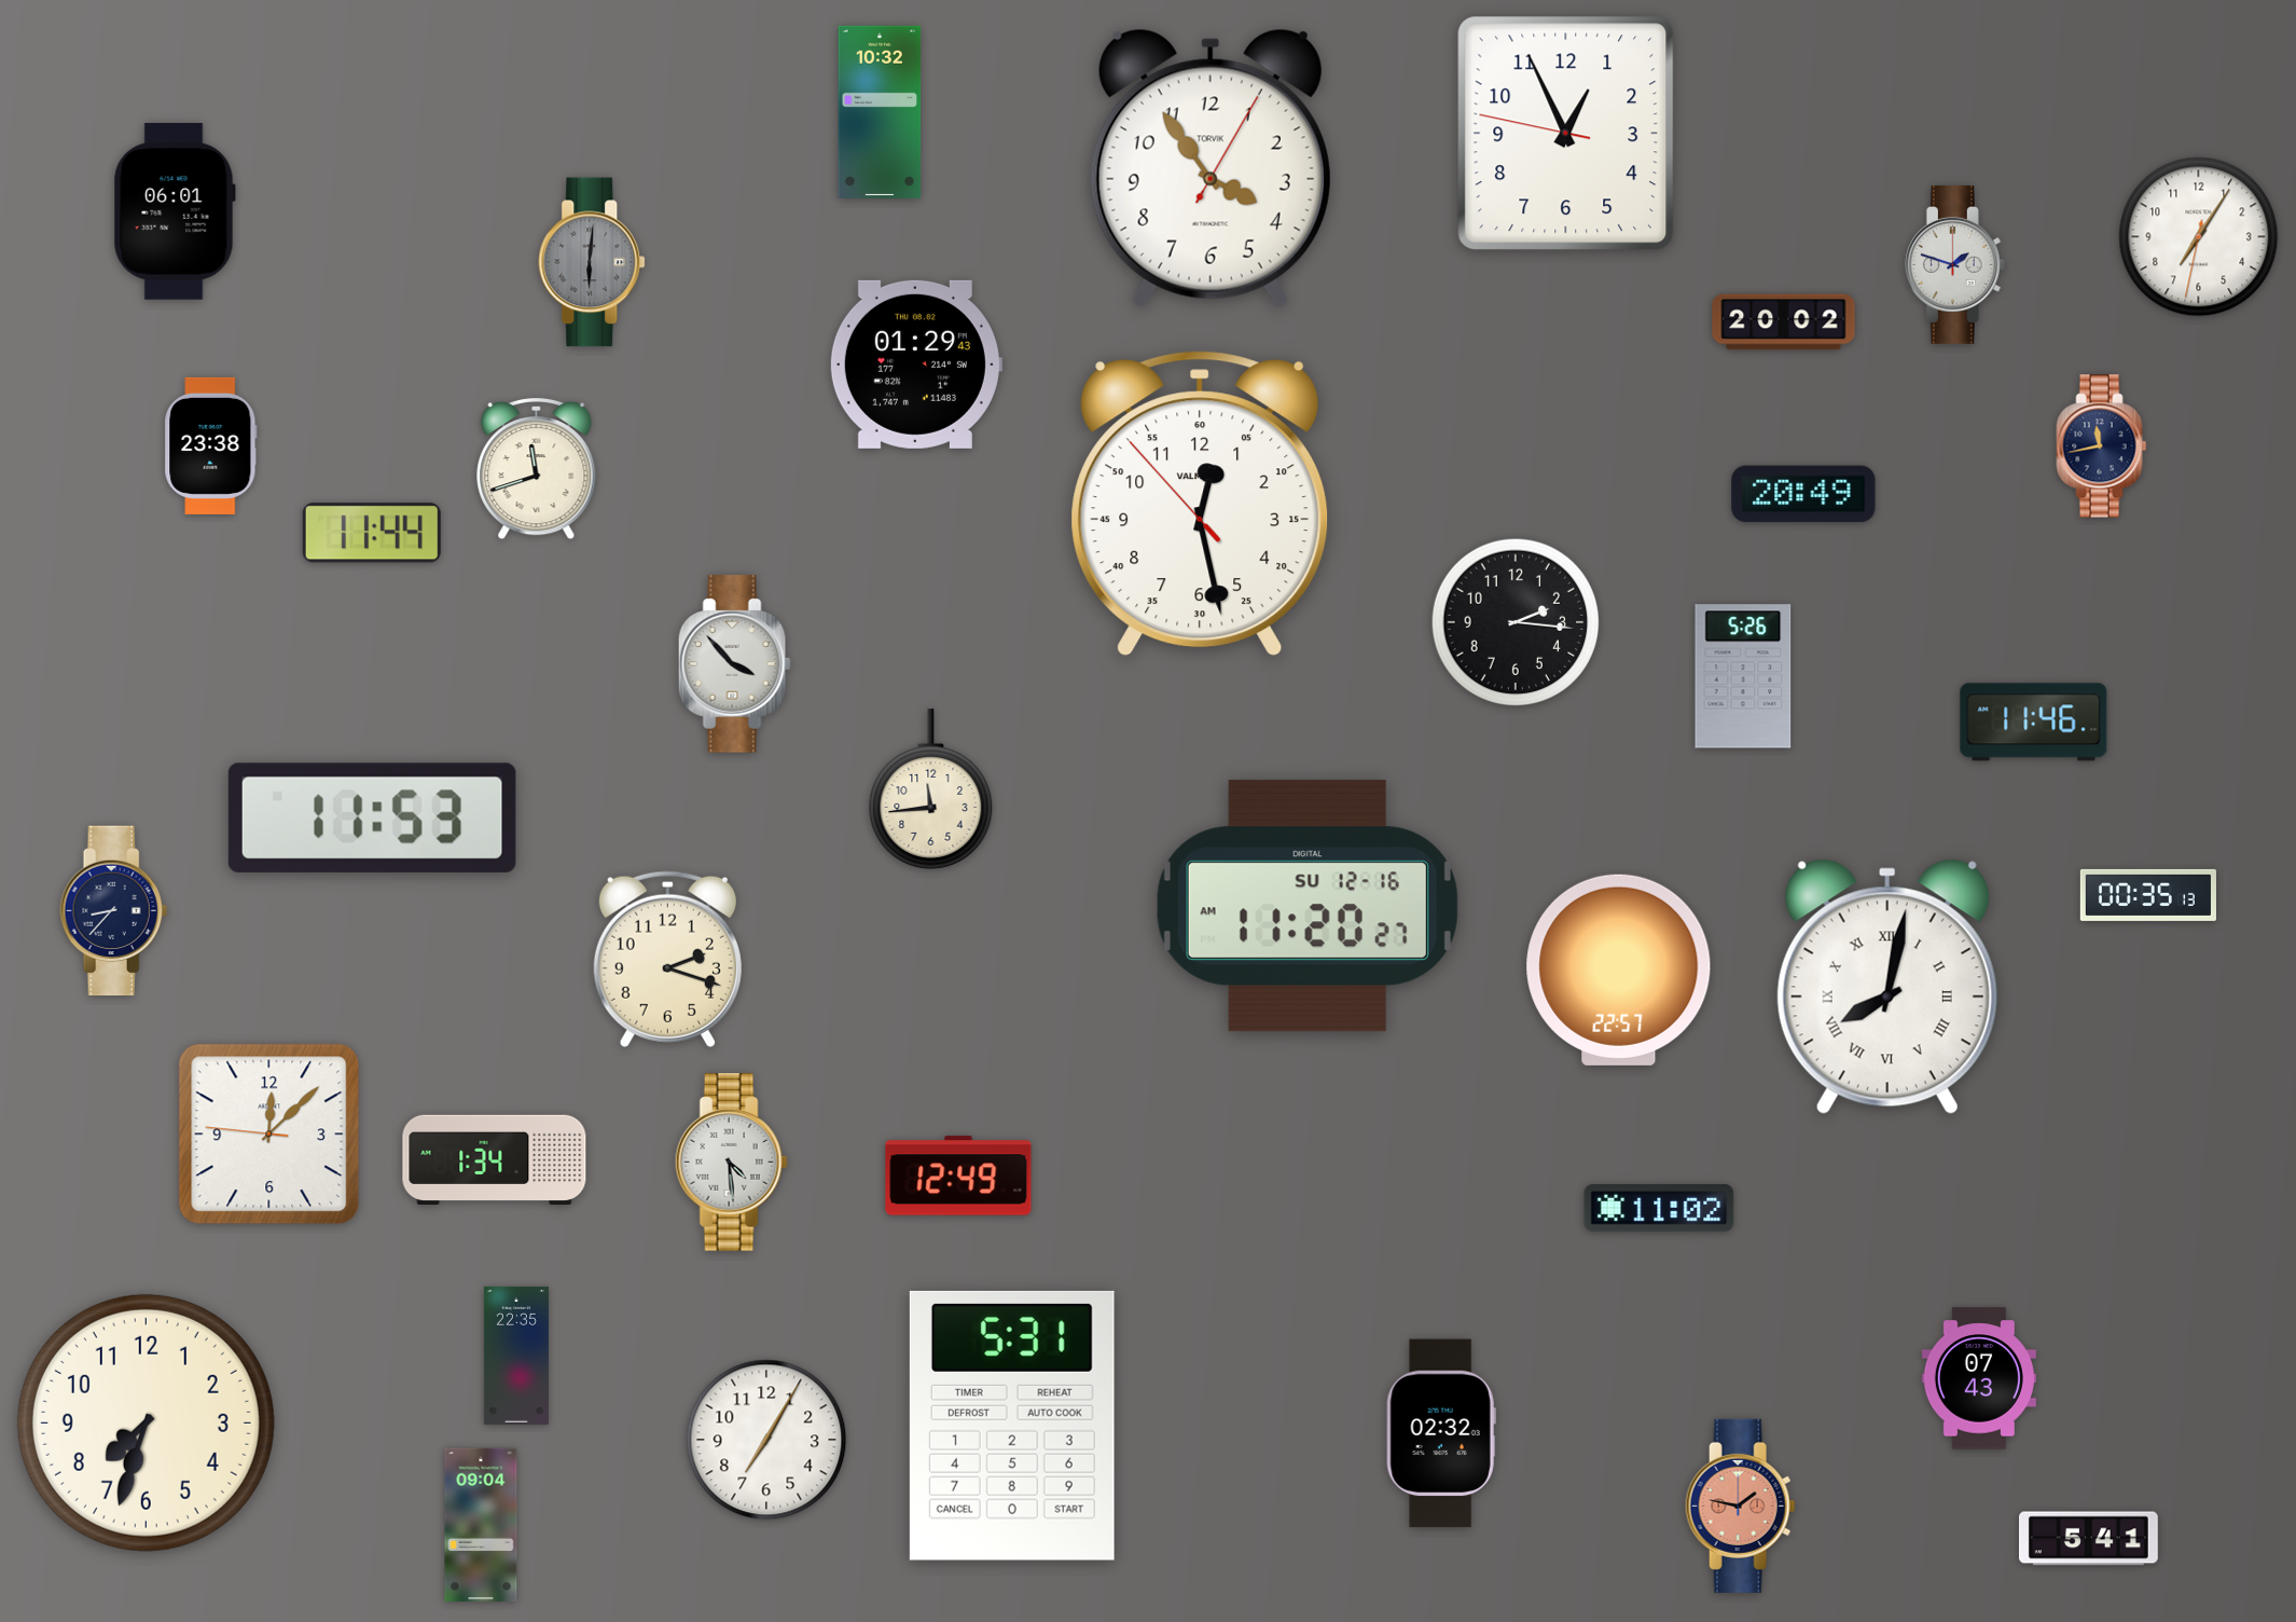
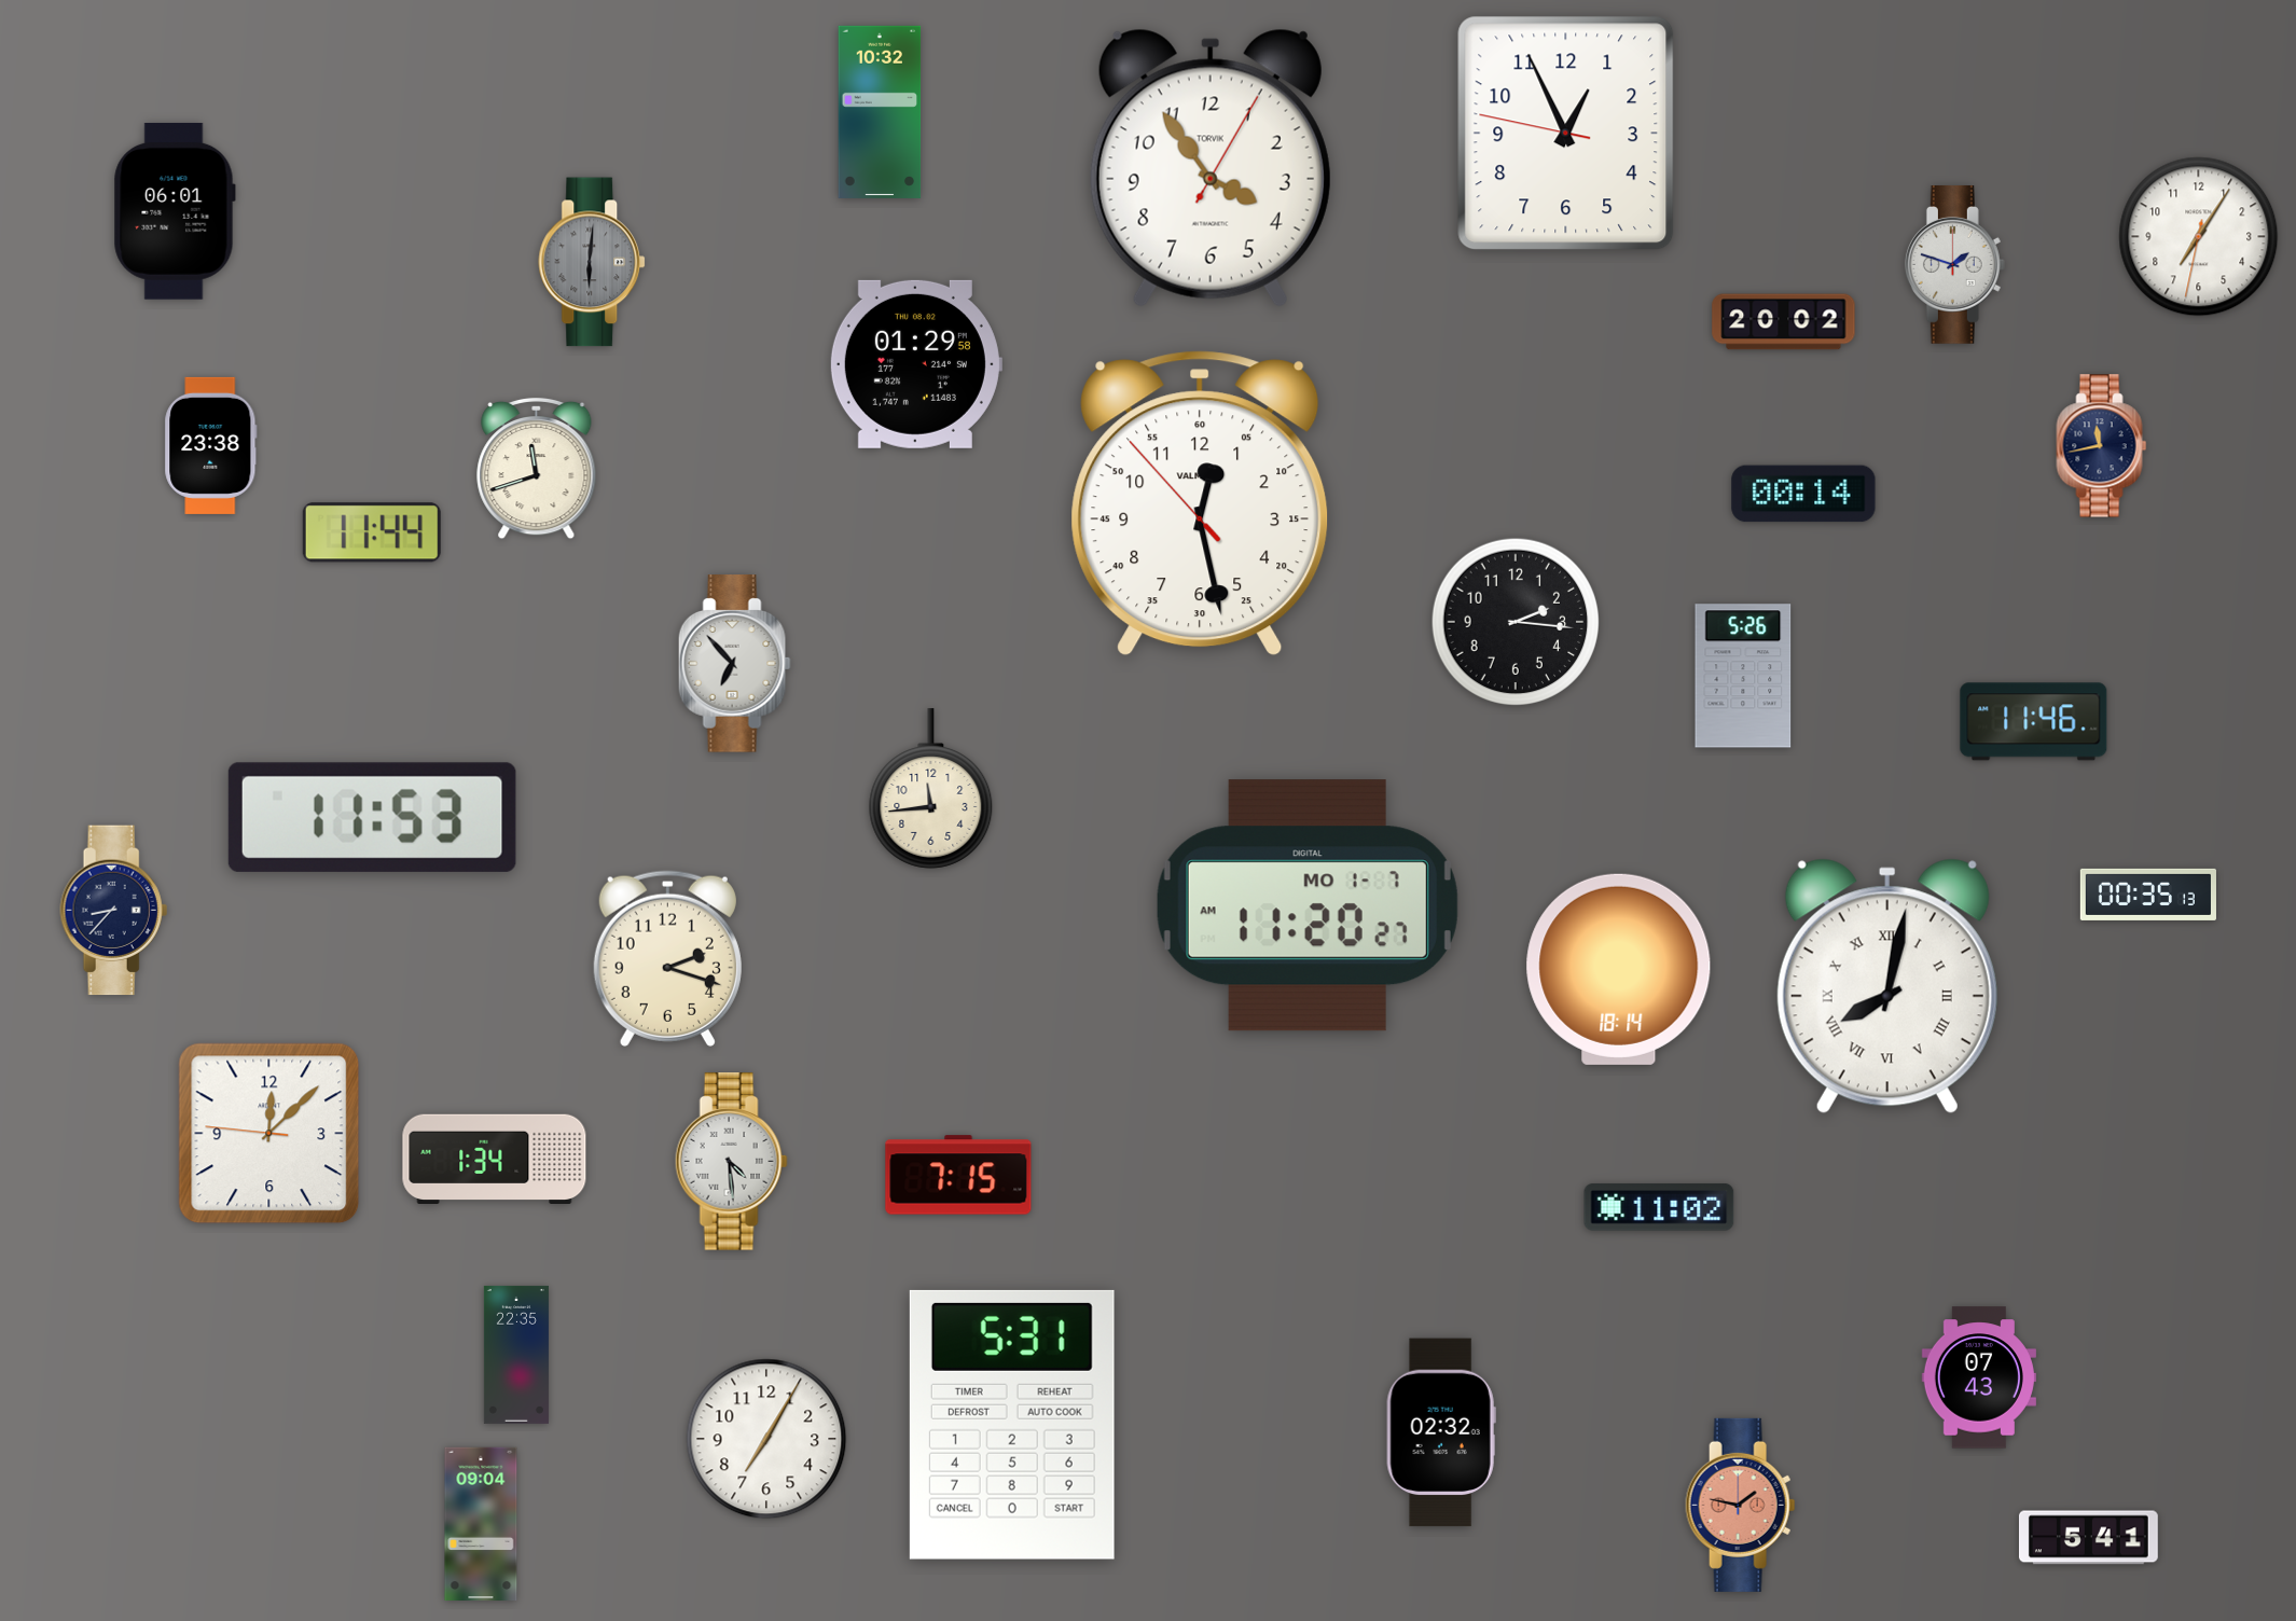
clock at (915, 365): 01:29:43 -> 01:29:58
clock at (1803, 494): 20:49 -> 00:14
clock at (734, 664): 3:53 -> 6:53
clock at (1308, 906) date: SU 12-16 -> MO 1-7
clock at (1619, 970): 22:57 -> 18:14
clock at (958, 1176): 12:49 -> 7:15
clock at (146, 1422): 7:33 -> none
